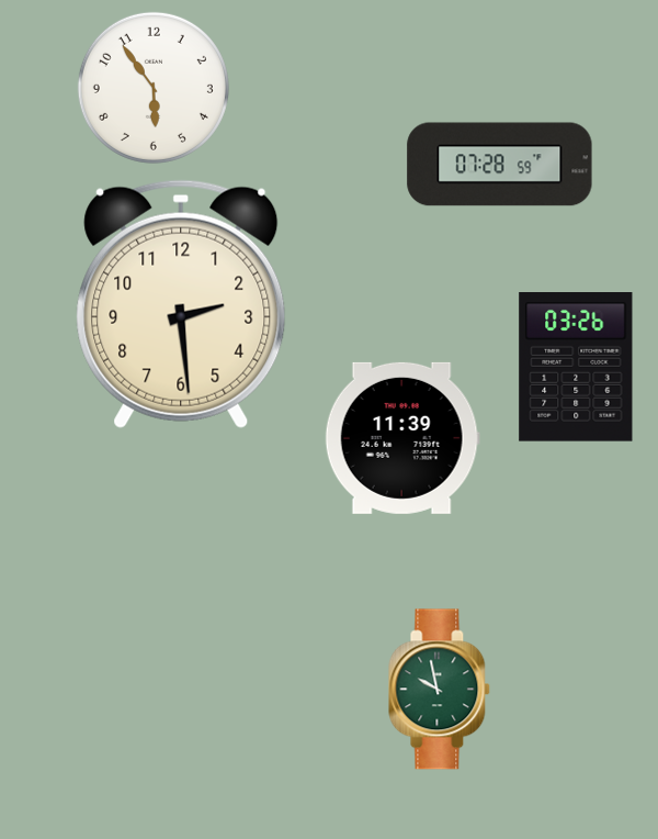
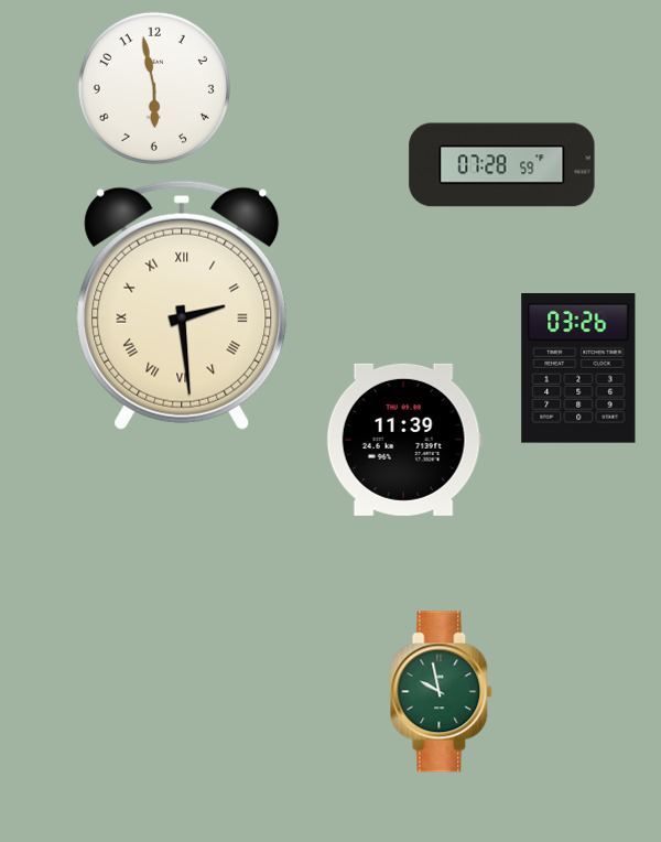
clock at (154, 88): 5:54 -> 5:58
clock at (181, 304) numerals: Arabic -> Roman
